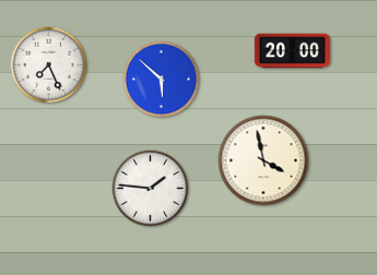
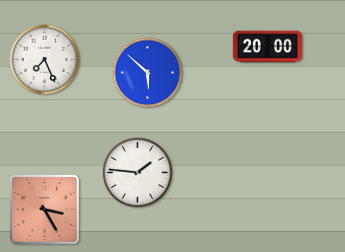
clock at (263, 160): 3:58 -> none
clock at (45, 210): none -> 3:25
